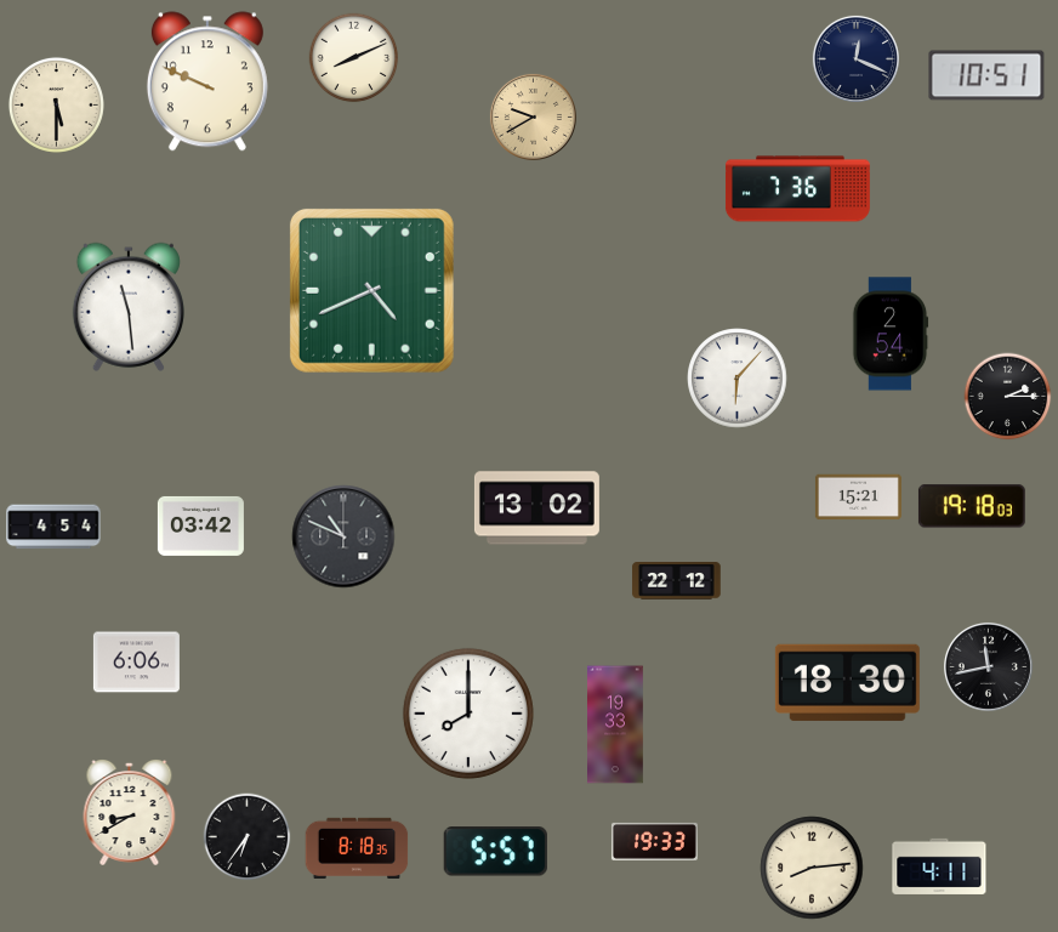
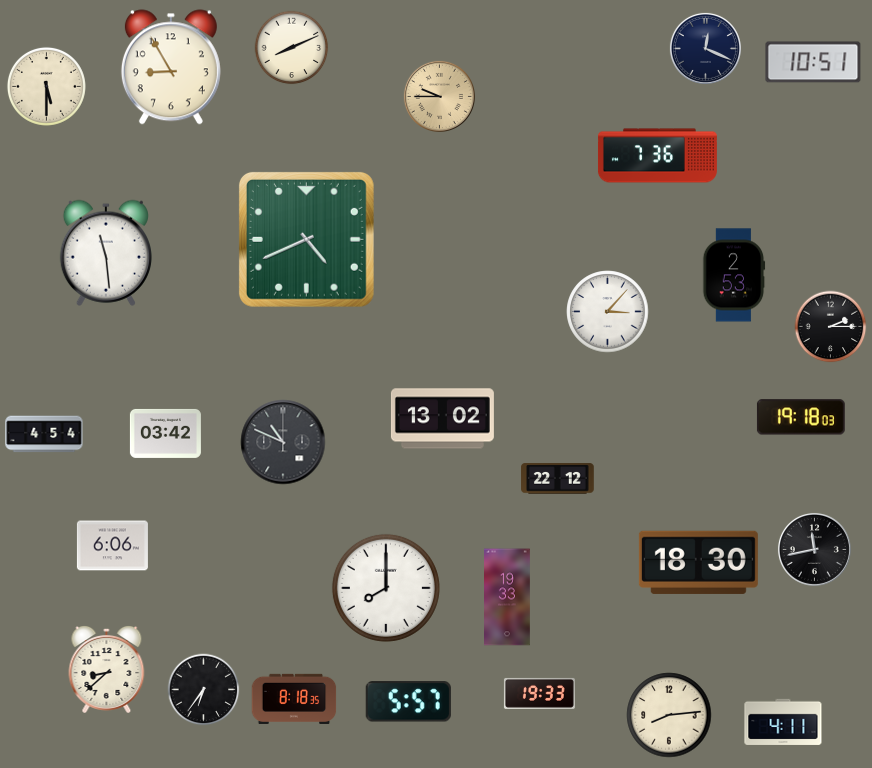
clock at (207, 81): 9:49 -> 8:55
clock at (533, 116): 9:40 -> 9:45
clock at (891, 334): 2:54 -> 2:53
clock at (738, 379): 6:07 -> 3:07
clock at (858, 498): 15:21 -> none
clock at (130, 813): 8:40 -> 8:38
clock at (939, 866) position: (939, 866) -> (783, 722)
